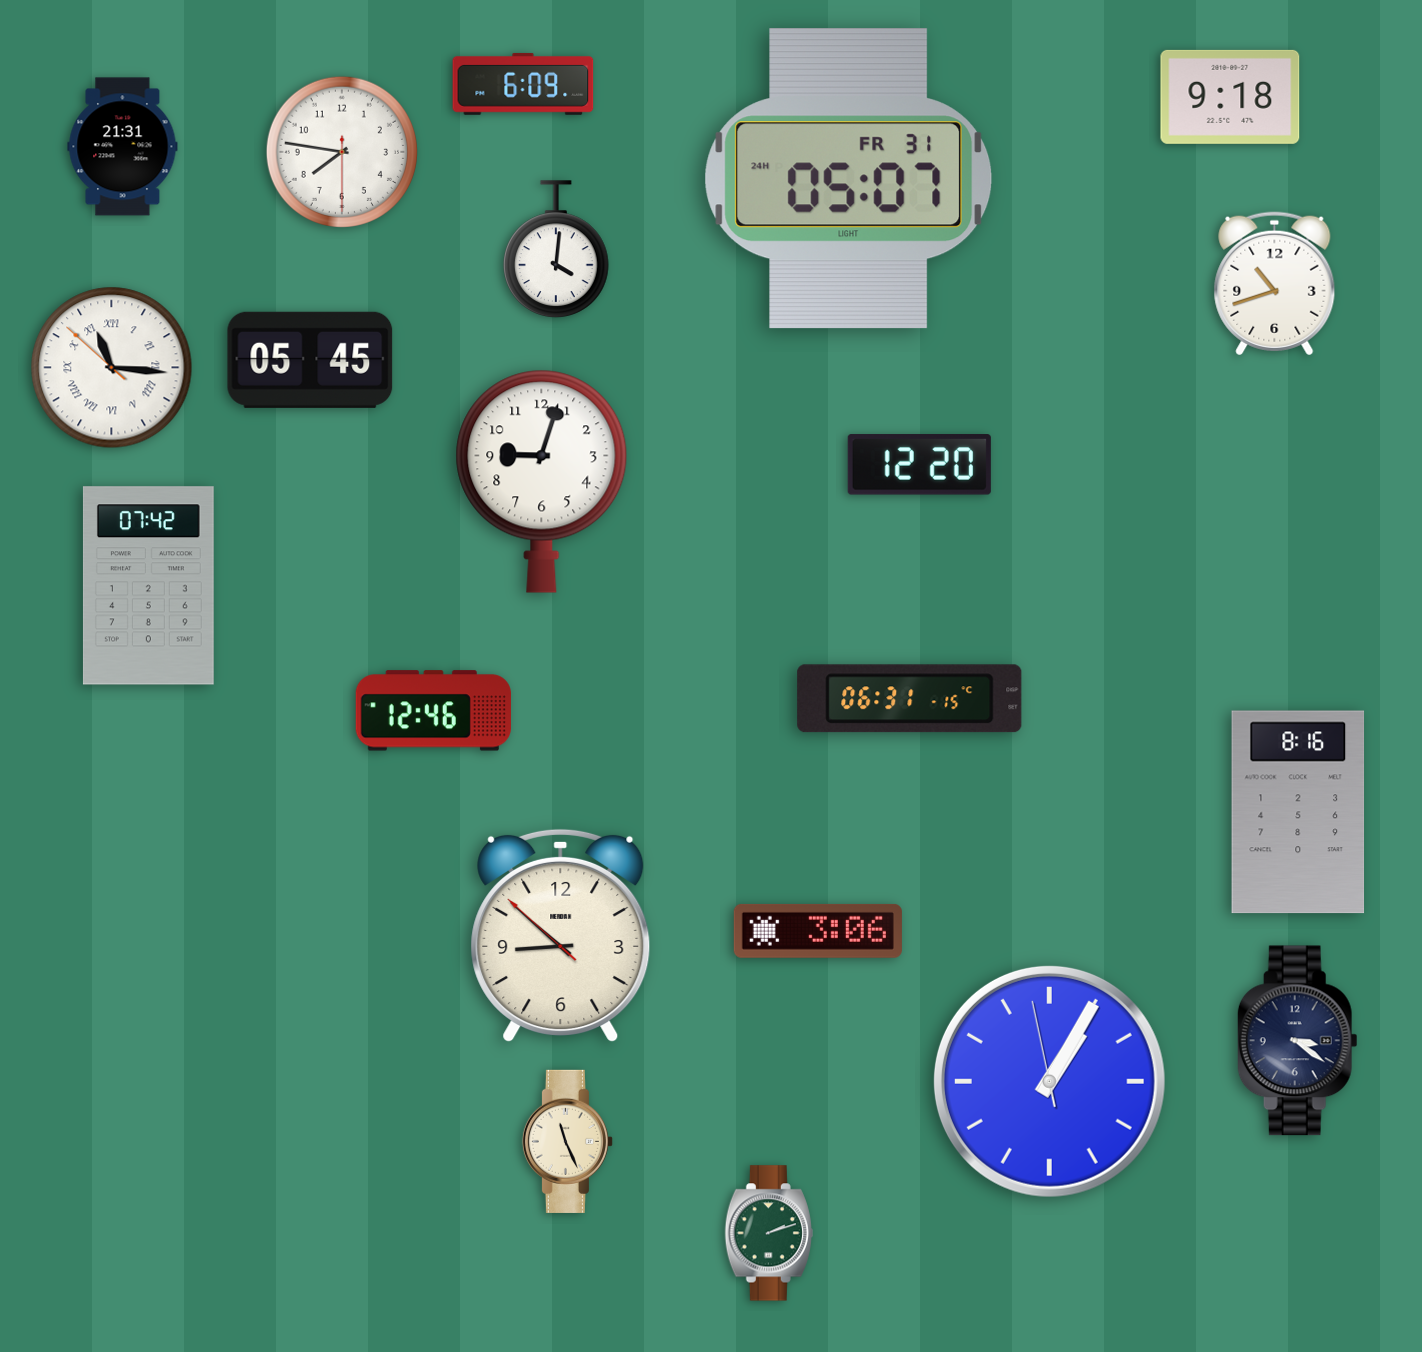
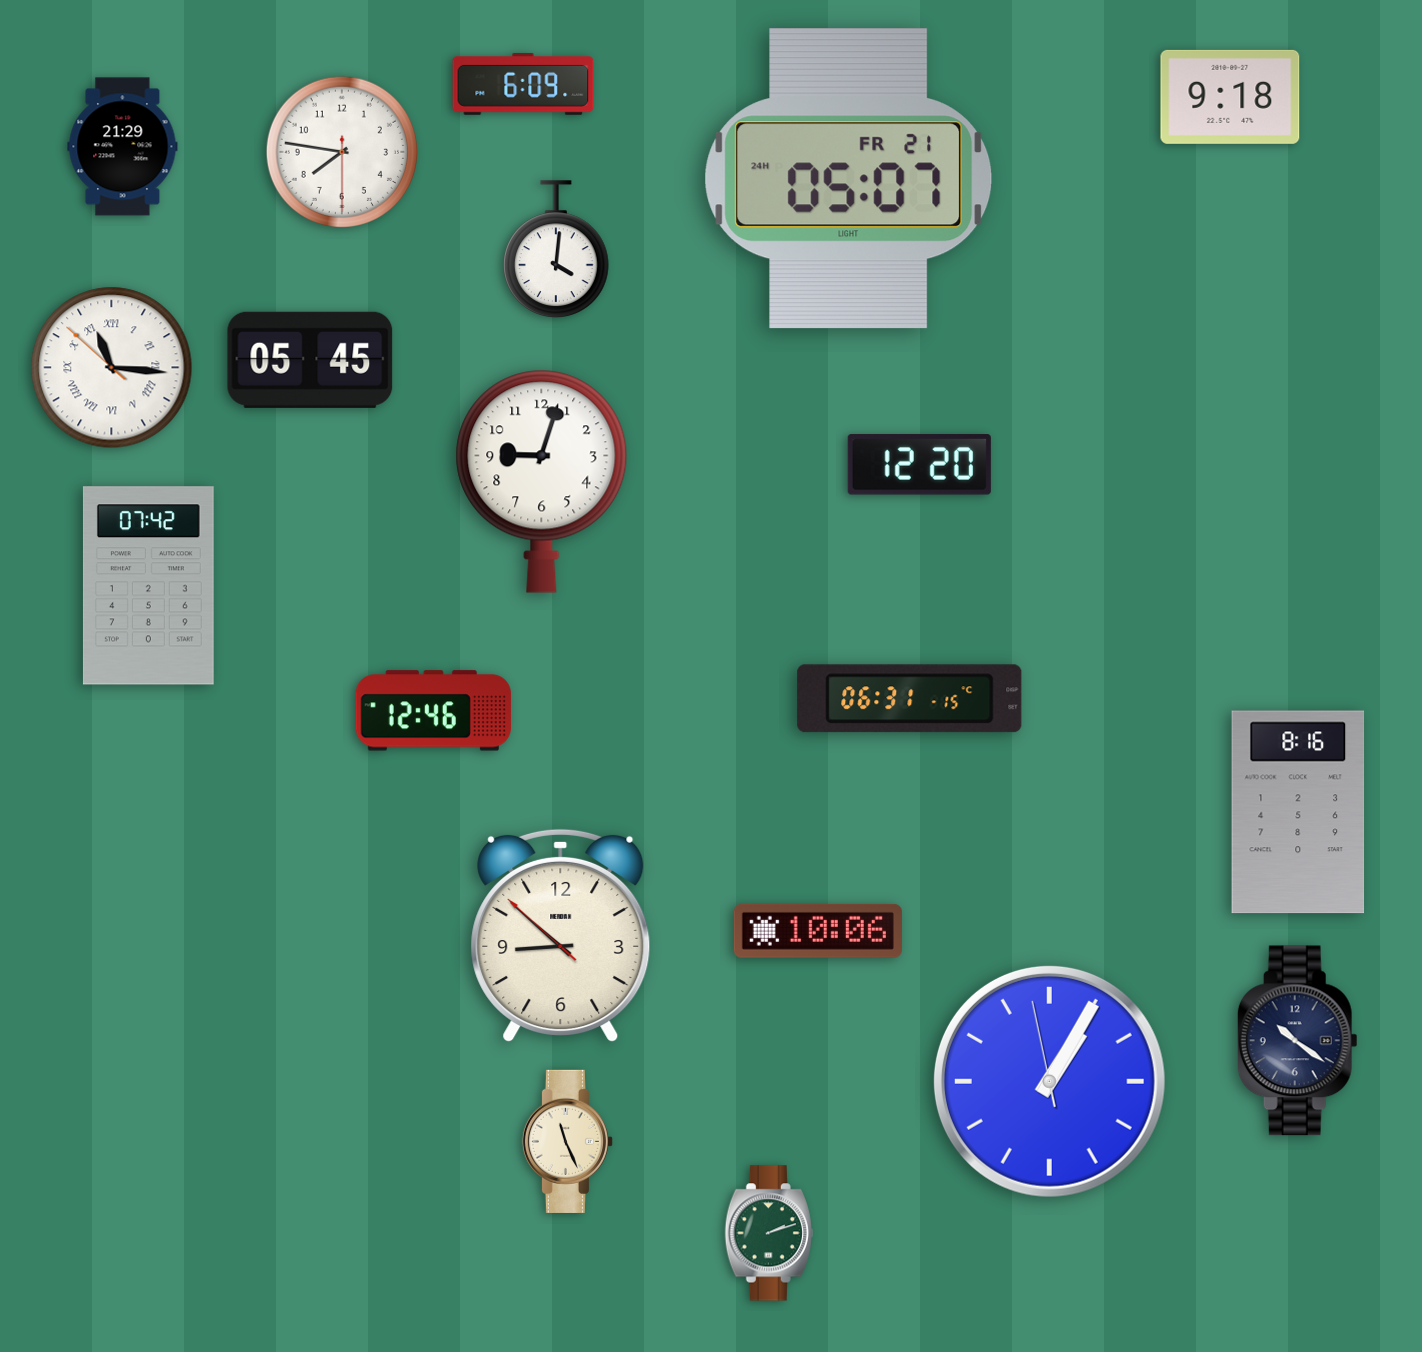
clock at (123, 147): 21:31 -> 21:29
clock at (849, 179) date: FR 31 -> FR 21
clock at (1275, 284): 10:42 -> none
clock at (818, 931): 3:06 -> 10:06
clock at (1297, 1041): 3:21 -> 10:21
